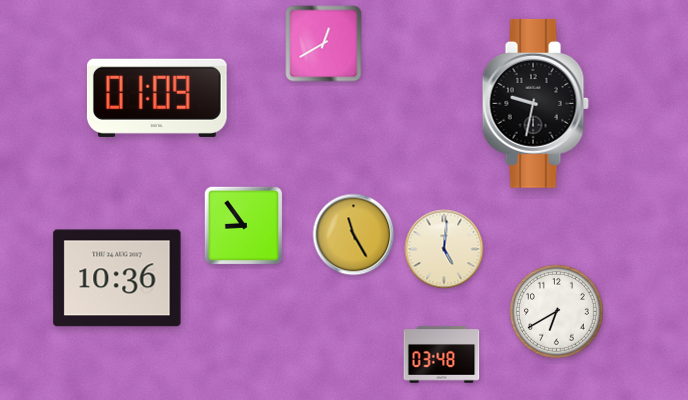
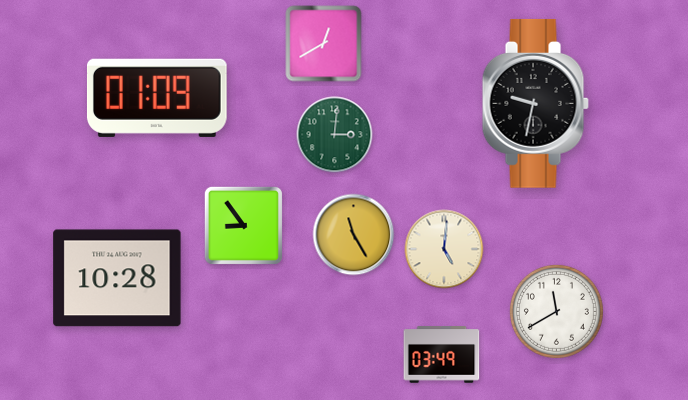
clock at (335, 135): none -> 3:01
clock at (117, 278): 10:36 -> 10:28
clock at (556, 311): 6:40 -> 11:40
clock at (442, 355): 03:48 -> 03:49
